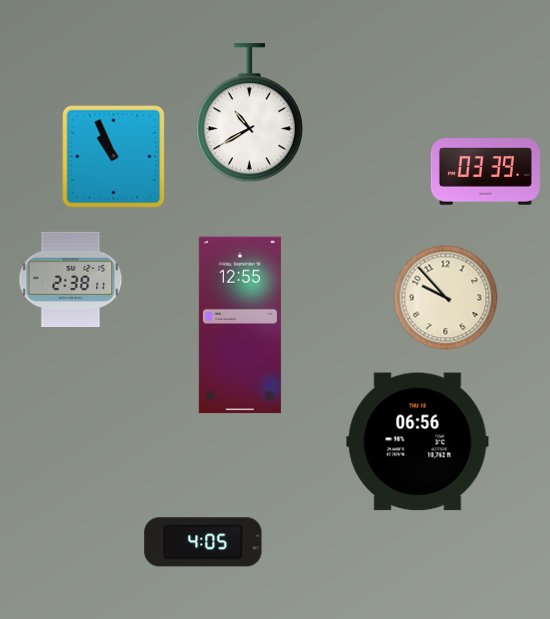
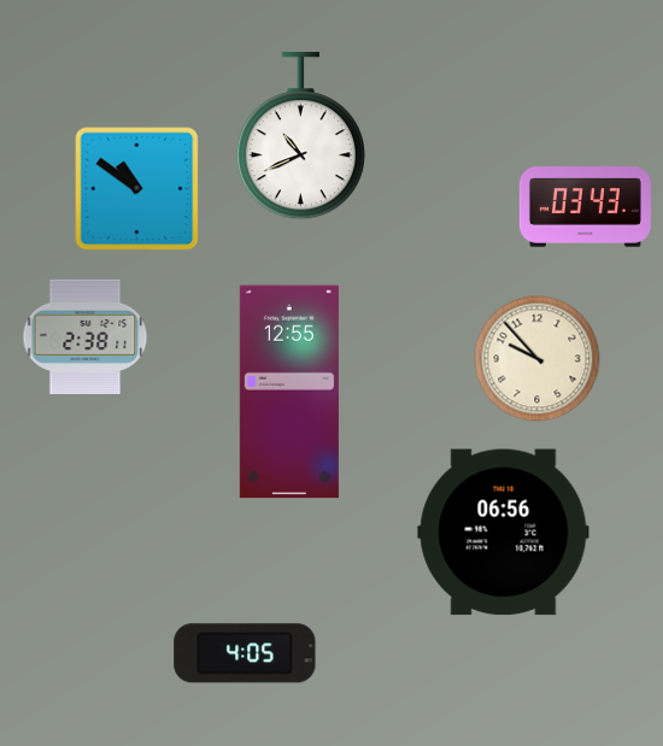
clock at (249, 113): 10:40 -> 10:41
clock at (114, 157): 10:56 -> 10:51
clock at (485, 172): 03:39 -> 03:43
